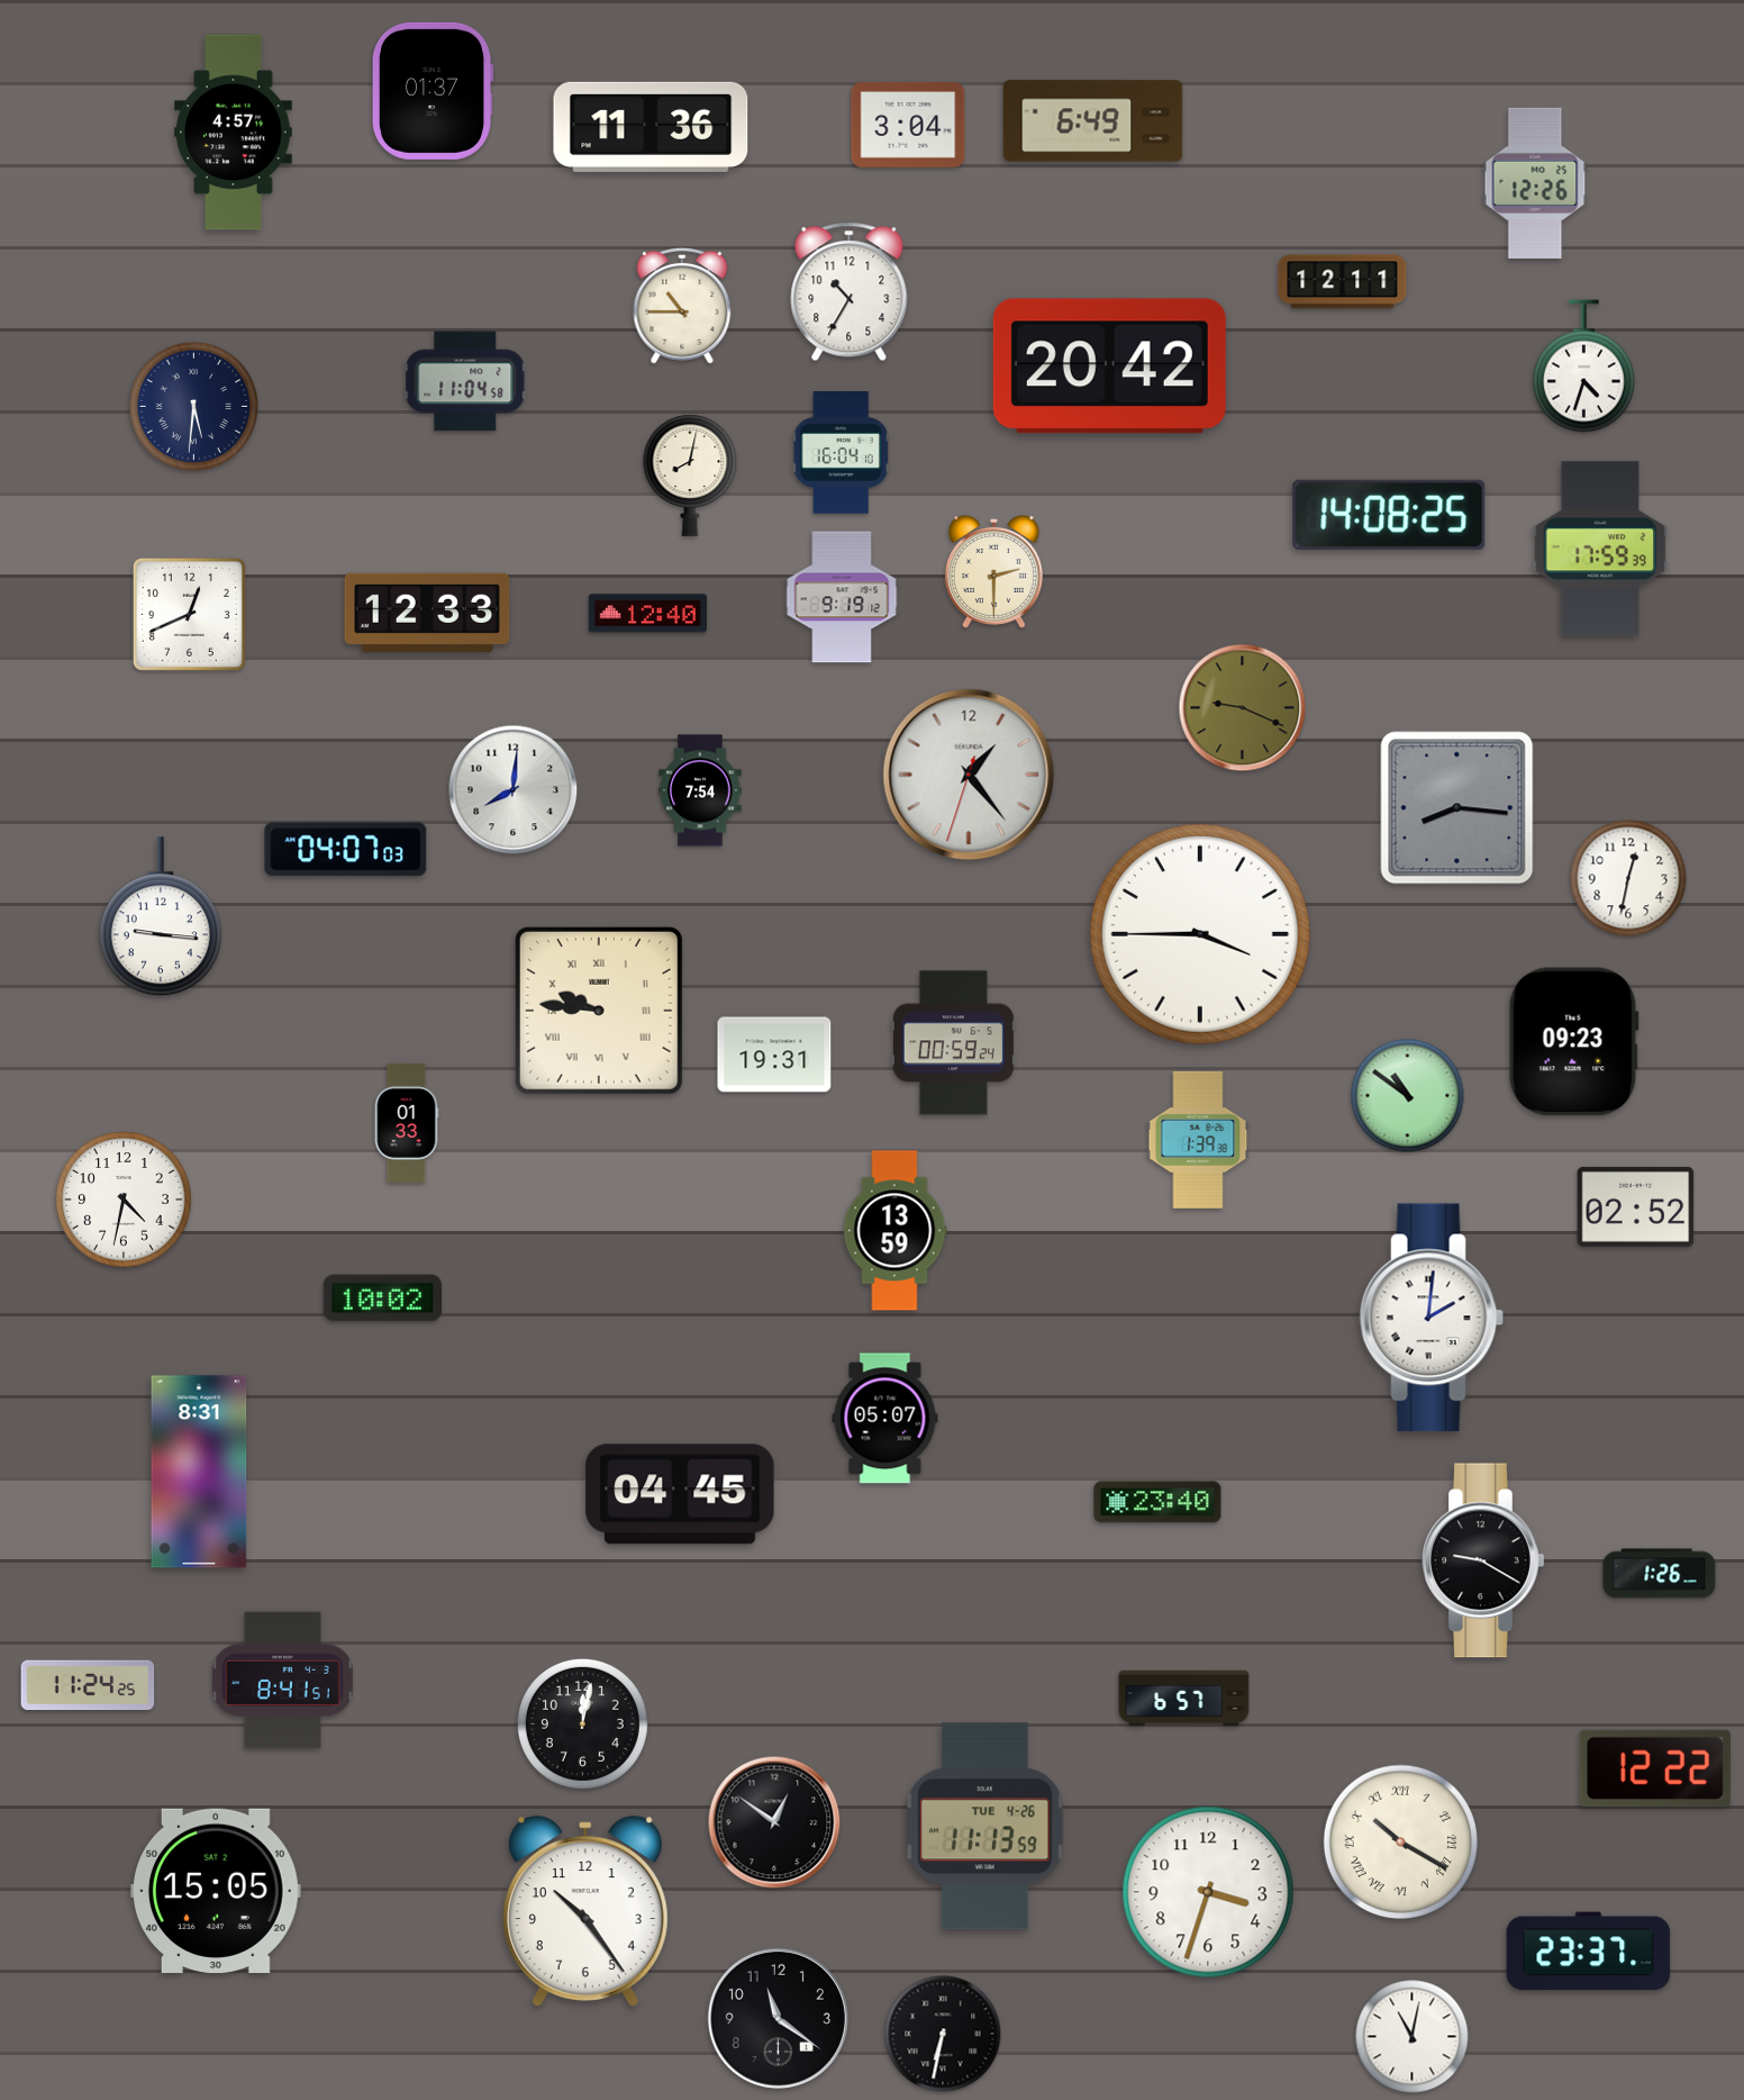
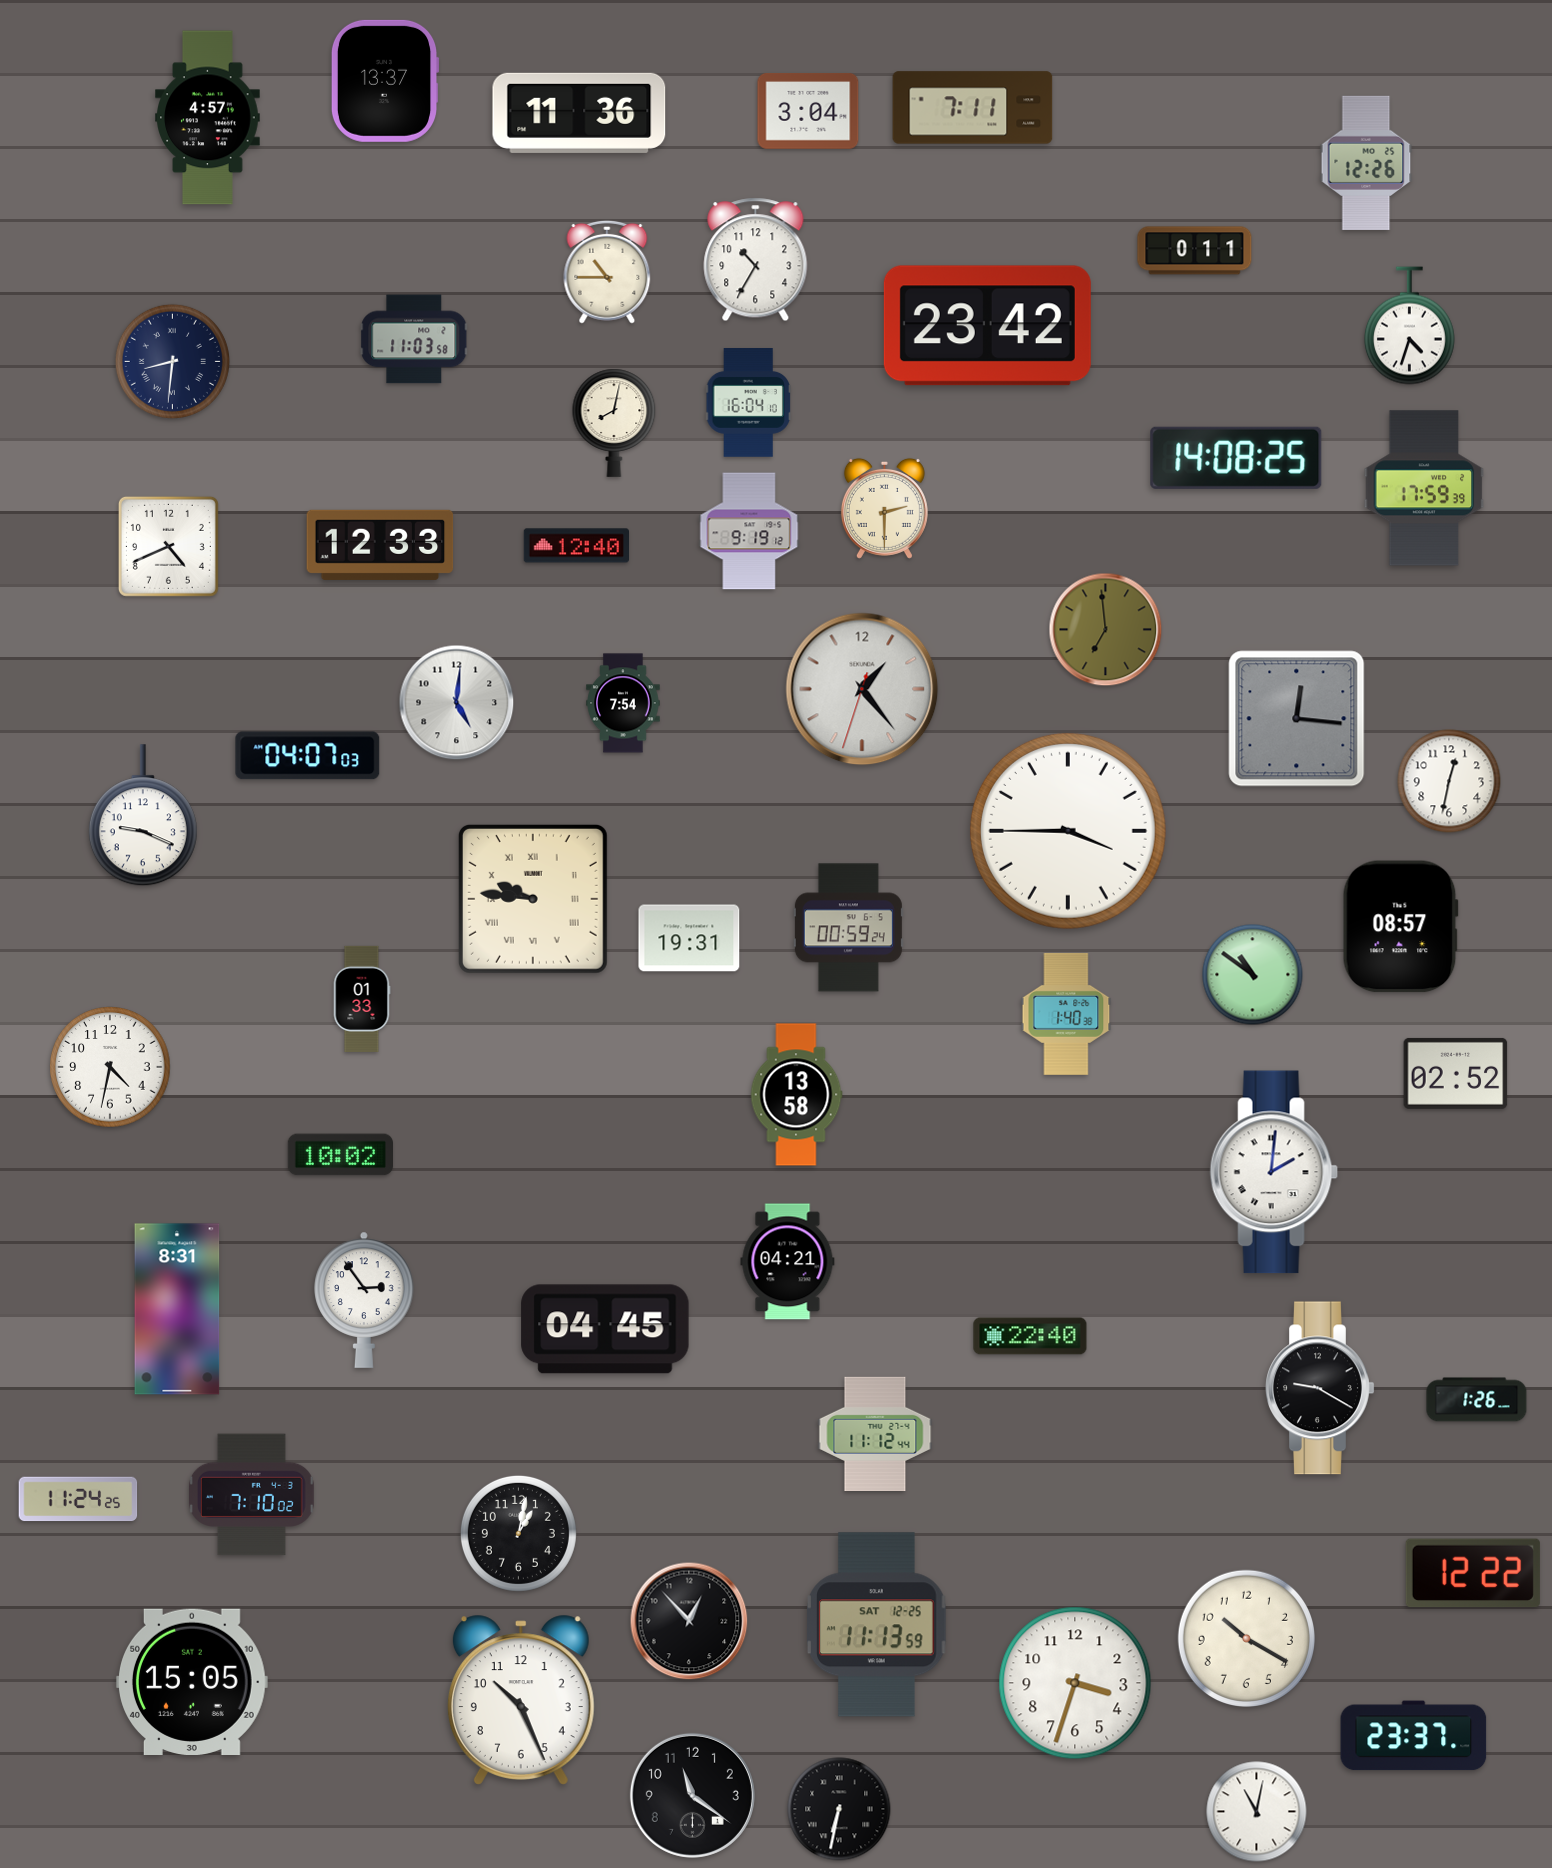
clock at (433, 91): 01:37 -> 13:37
clock at (1093, 121): 6:49 -> 7:11
clock at (1343, 282): 12:11 -> 0:11
clock at (1109, 366): 20:42 -> 23:42
clock at (465, 381): 11:04 -> 11:03
clock at (193, 406): 5:31 -> 8:31
clock at (189, 614): 12:41 -> 4:41
clock at (1243, 708): 9:19 -> 6:59
clock at (514, 790): 8:01 -> 5:01
clock at (1457, 808): 8:16 -> 12:16
clock at (161, 917): 9:16 -> 9:19
clock at (1573, 1042): 09:23 -> 08:57
clock at (1198, 1140): 1:39 -> 1:40
clock at (894, 1231): 13:59 -> 13:58
clock at (885, 1419): 05:07 -> 04:21
clock at (364, 1300): none -> 2:54
clock at (1157, 1502): 23:40 -> 22:40
clock at (875, 1433): none -> 11:12
clock at (282, 1681): 8:41 -> 7:10
clock at (1184, 1699): 6:57 -> none
clock at (582, 1723): 12:02 -> 1:02
clock at (774, 1822): 12:51 -> 12:53
clock at (985, 1827) date: TUE 4-26 -> SAT 12-25
clock at (1400, 1841) numerals: Roman -> Arabic
clock at (585, 1911): 10:24 -> 10:26
